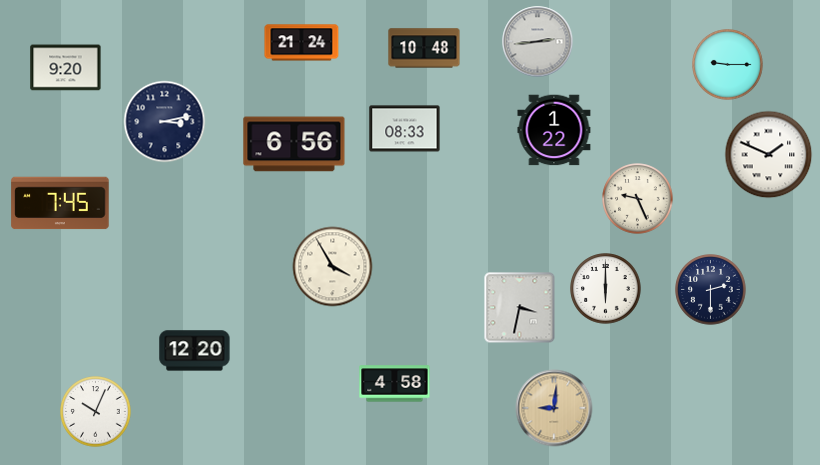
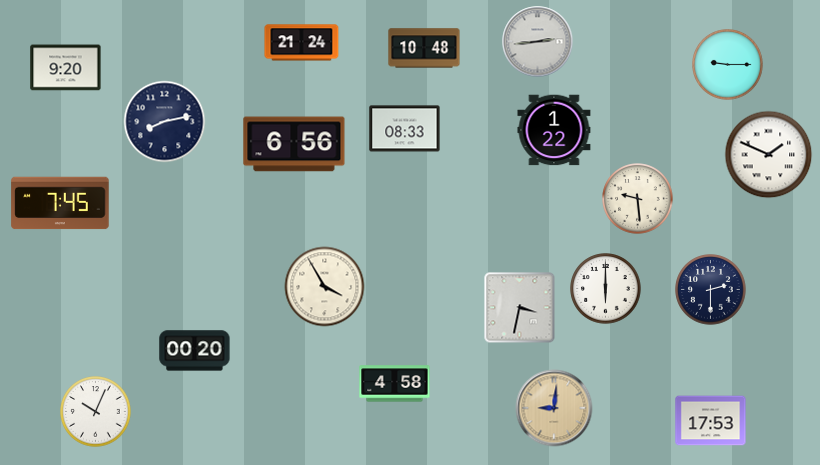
clock at (165, 122): 3:13 -> 8:13
clock at (638, 199): 9:26 -> 9:29
clock at (333, 267) position: (333, 267) -> (325, 287)
clock at (195, 351): 12:20 -> 00:20
clock at (711, 421): none -> 17:53
